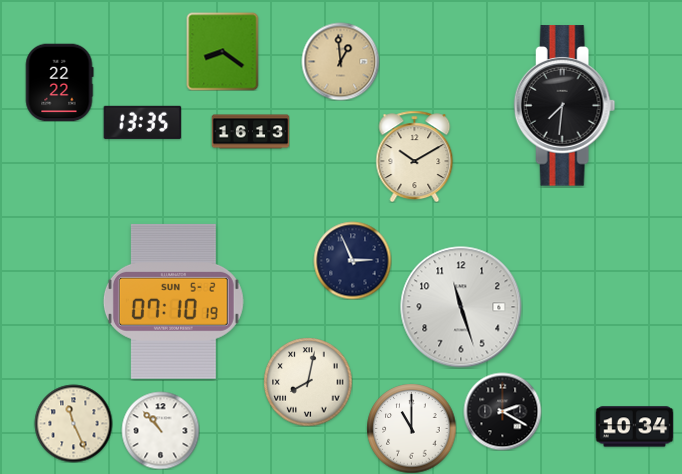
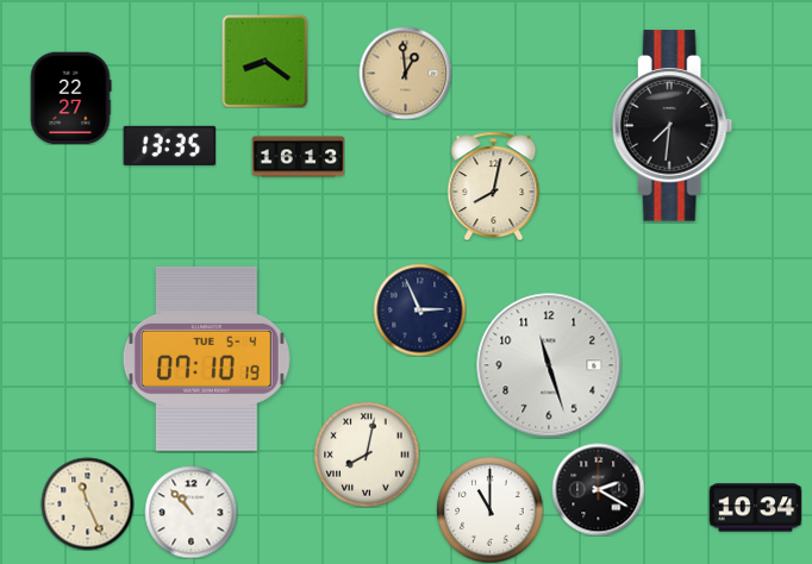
clock at (59, 82): 22:22 -> 22:27
clock at (415, 156): 10:10 -> 8:02
clock at (173, 301) date: SUN 5-2 -> TUE 5-4
